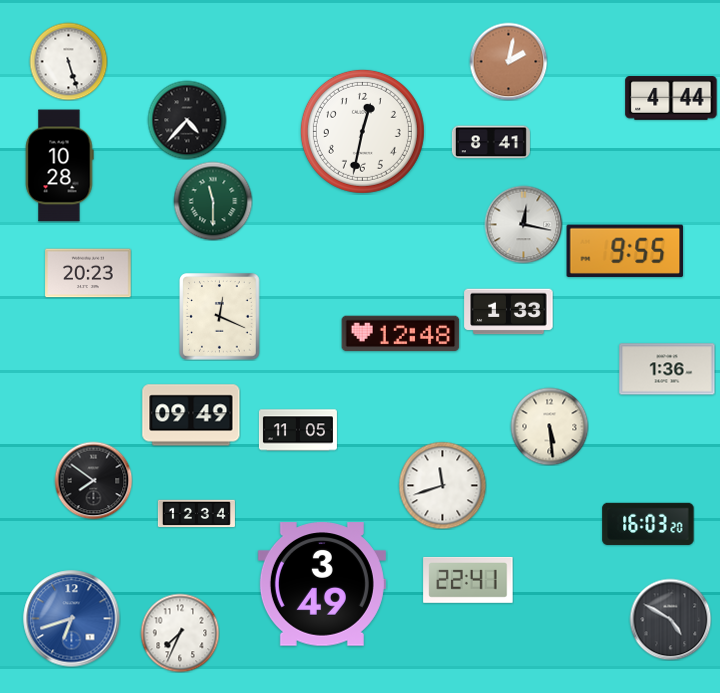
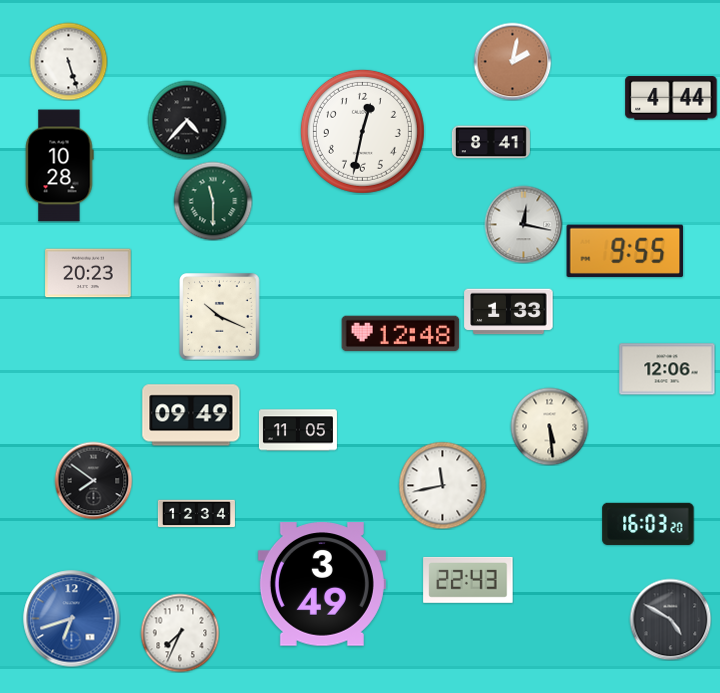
clock at (508, 61) position: (508, 61) -> (512, 61)
clock at (220, 317): 12:19 -> 10:19
clock at (667, 369): 1:36 -> 12:06
clock at (442, 485): 11:42 -> 11:43
clock at (468, 580): 22:41 -> 22:43
